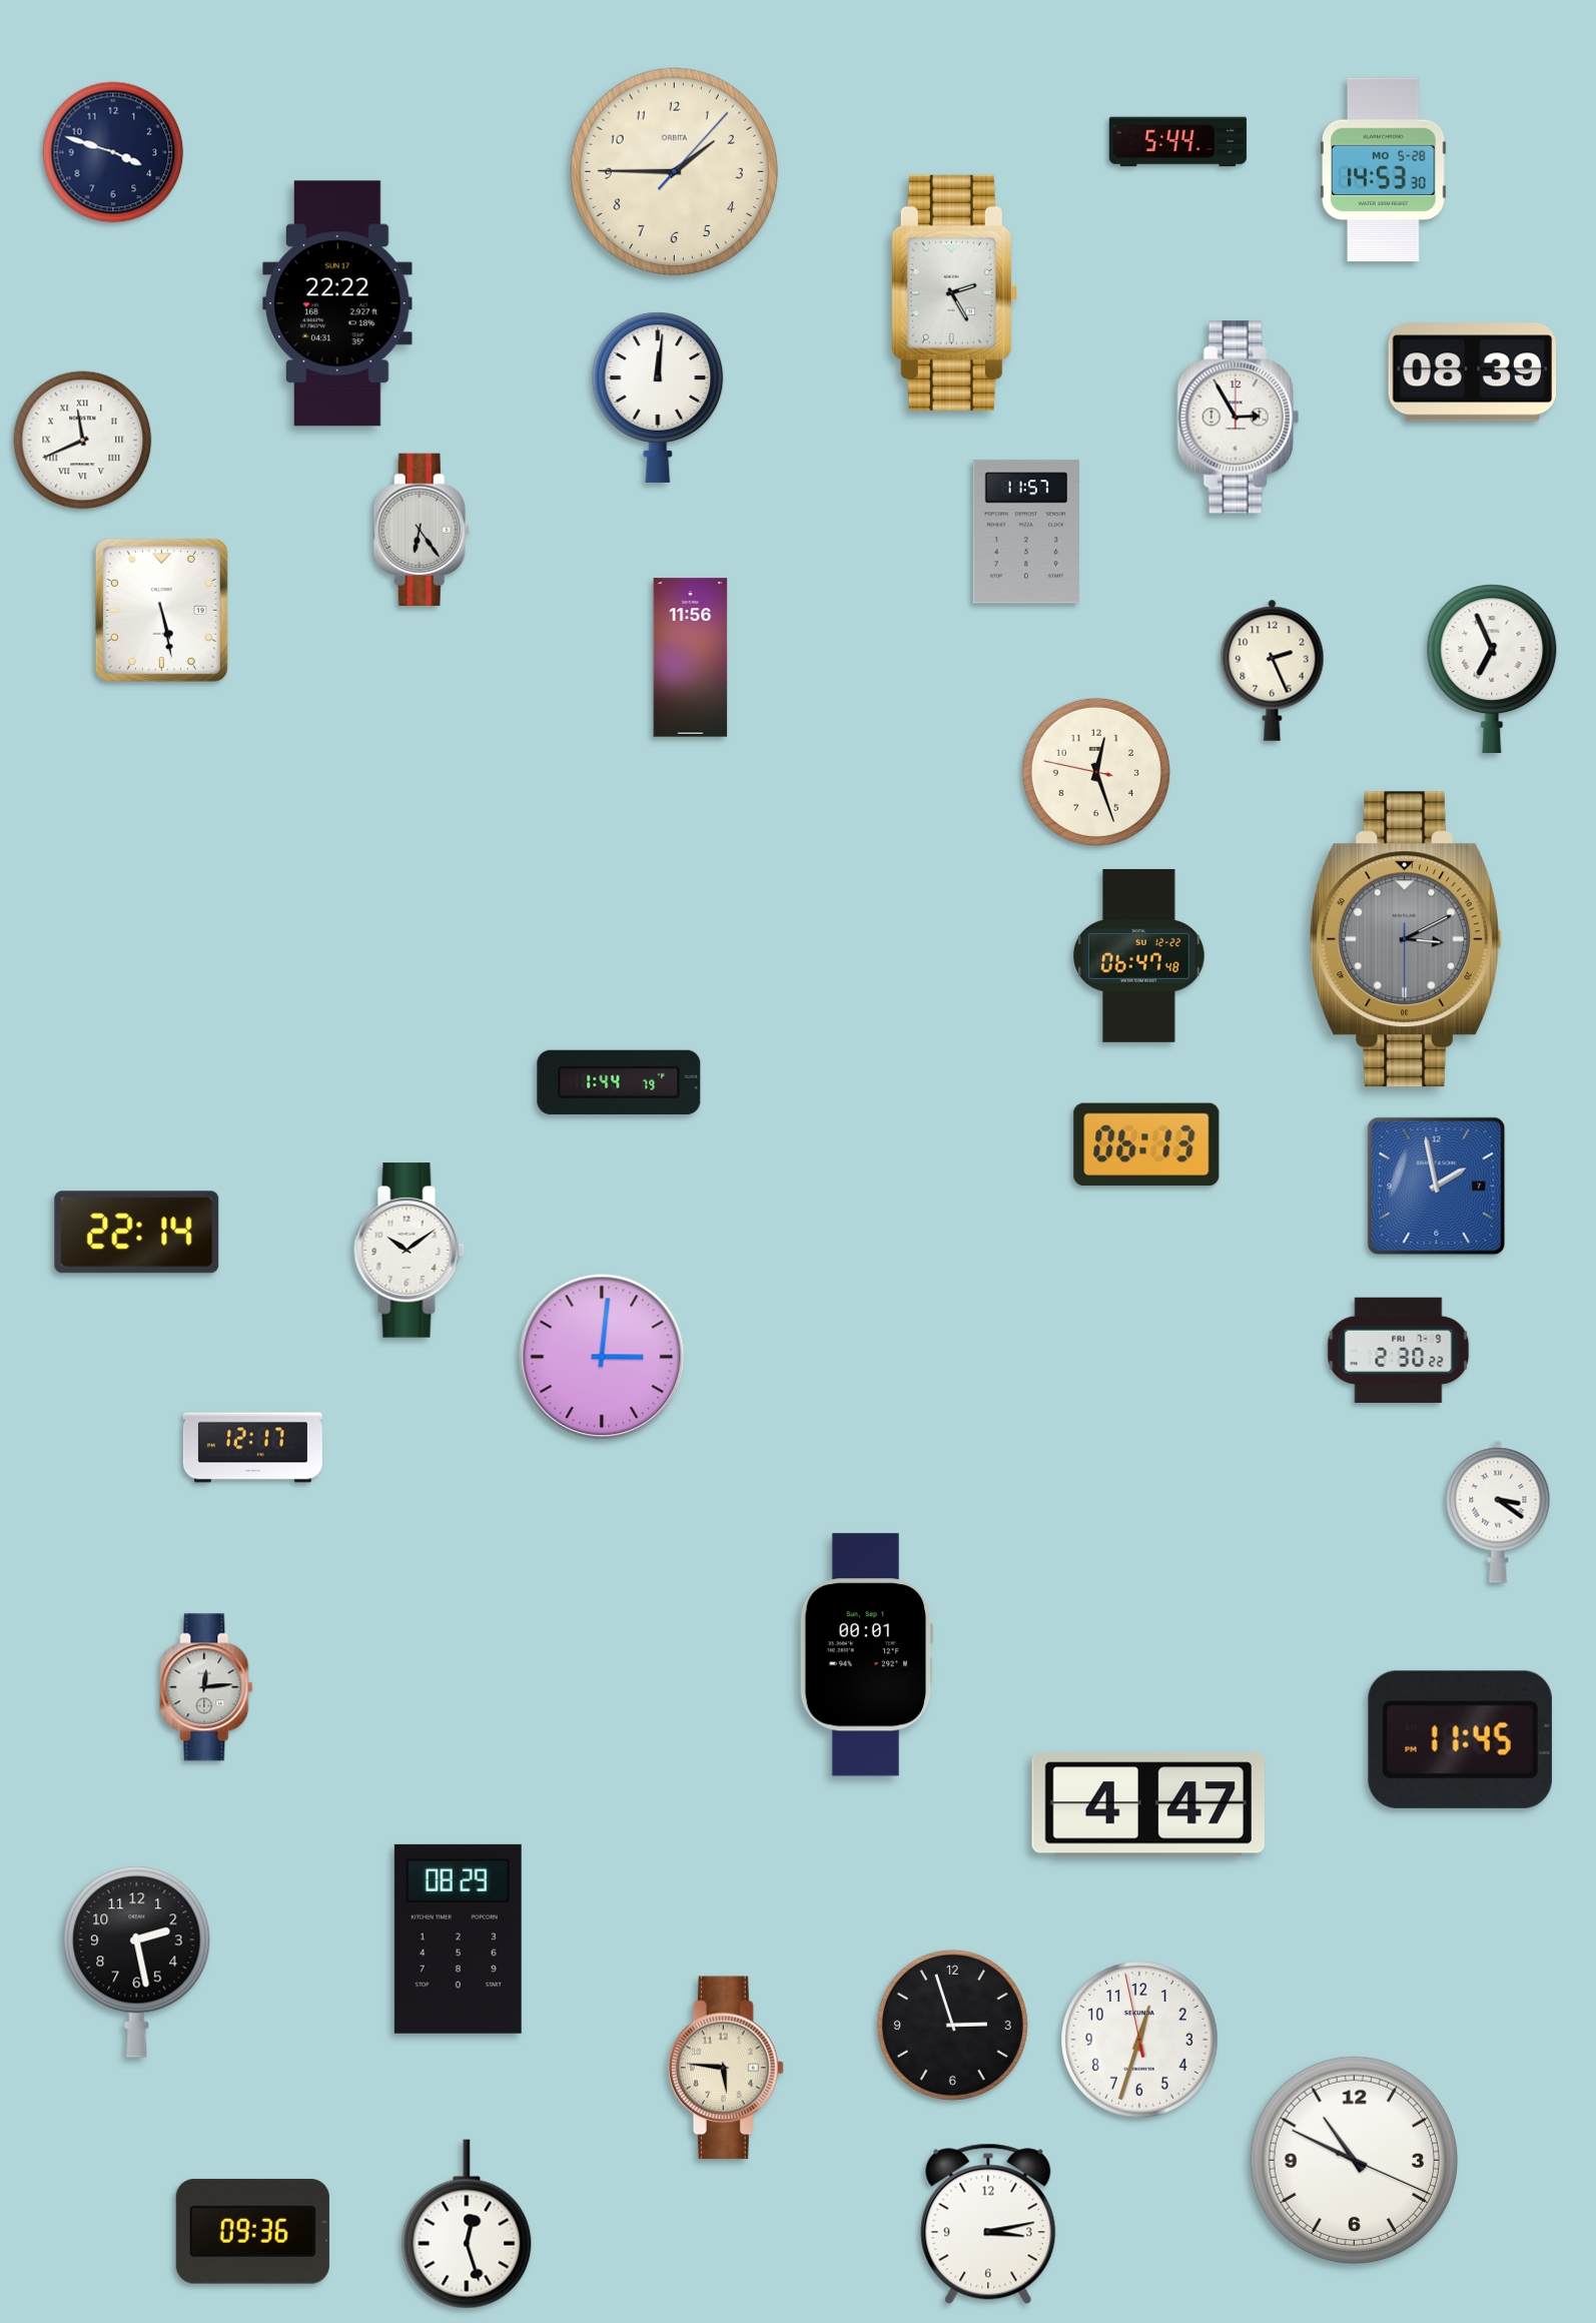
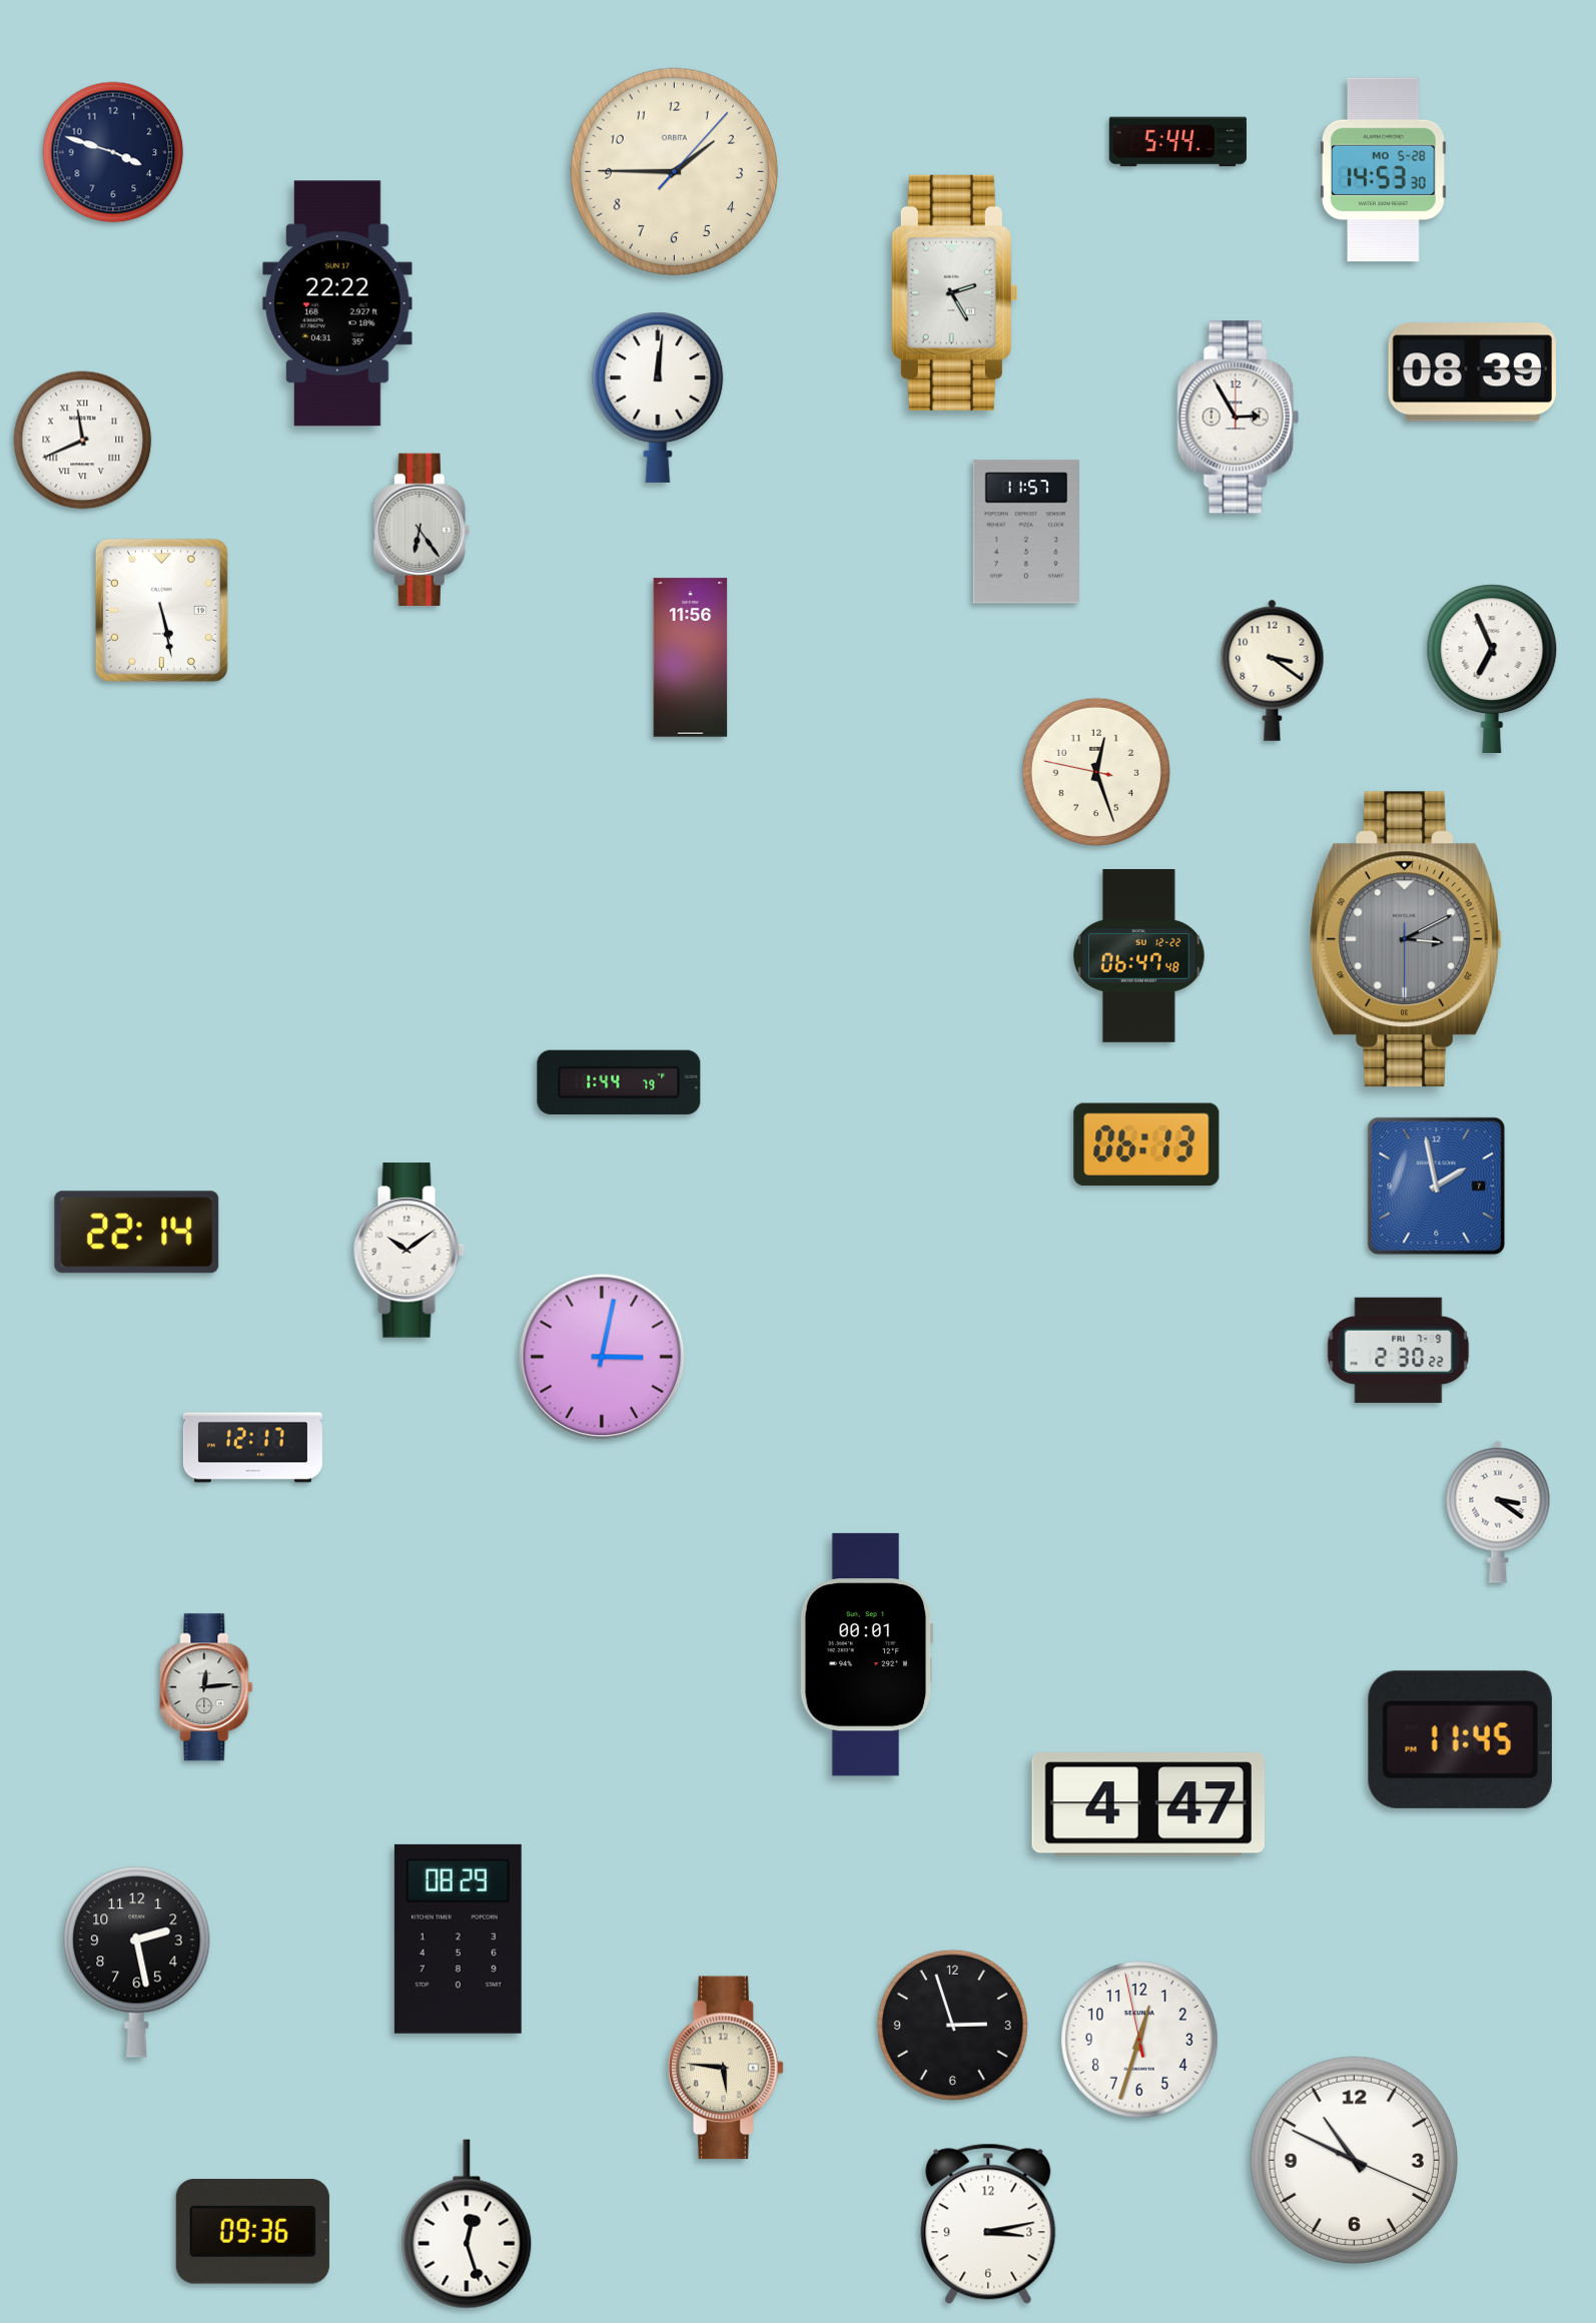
clock at (1273, 670): 2:26 -> 3:21
clock at (602, 1357): 3:01 -> 3:02
